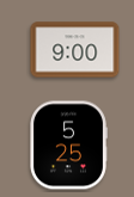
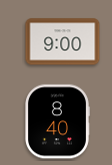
clock at (69, 146): 5:25 -> 8:40
